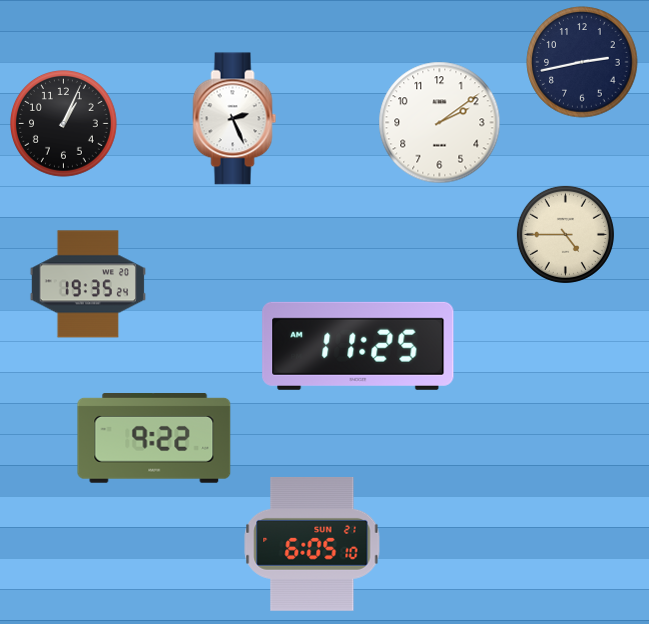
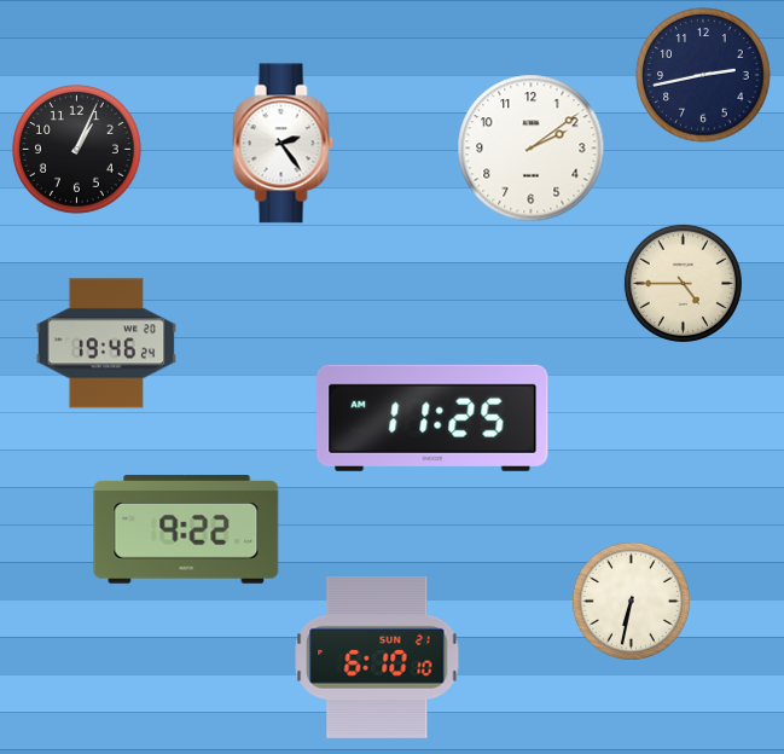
clock at (235, 119): 2:26 -> 2:24
clock at (87, 284): 19:35 -> 19:46
clock at (631, 601): none -> 6:32
clock at (312, 544): 6:05 -> 6:10
